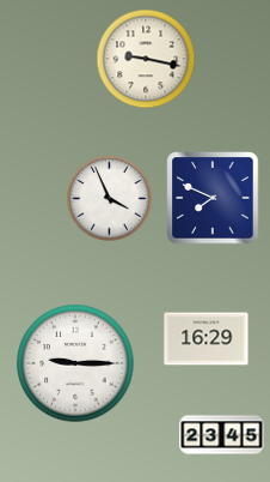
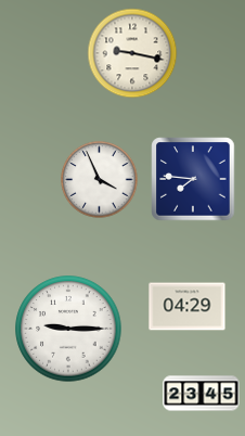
clock at (213, 198): 7:49 -> 7:46
clock at (207, 339): 16:29 -> 04:29
